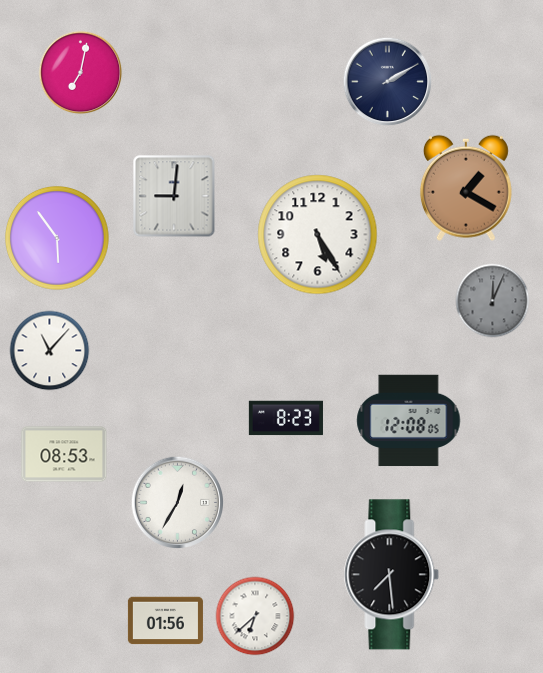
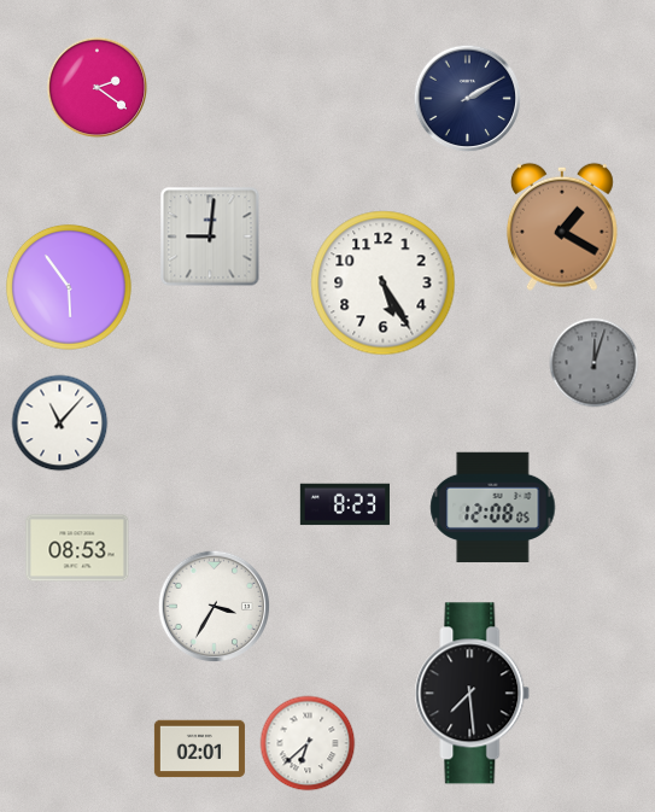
clock at (81, 73): 7:02 -> 2:21
clock at (493, 301): 12:04 -> 12:03
clock at (178, 503): 12:35 -> 3:35
clock at (165, 621): 01:56 -> 02:01
